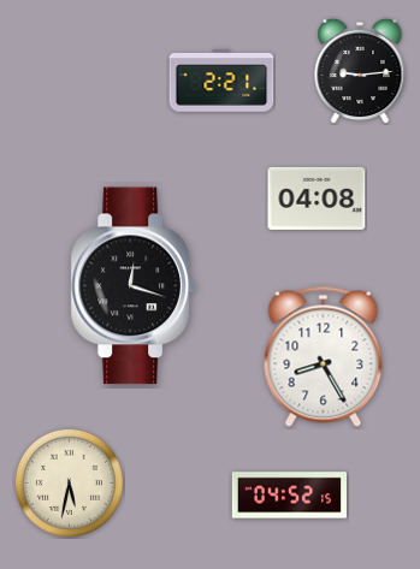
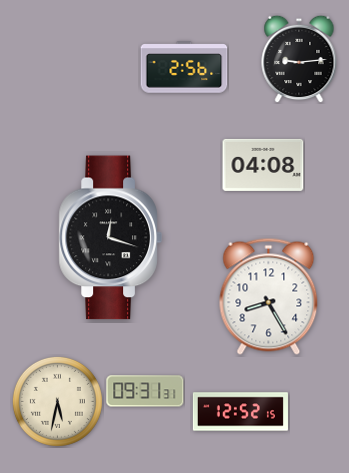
clock at (221, 81): 2:21 -> 2:56
clock at (145, 391): none -> 09:31
clock at (289, 496): 04:52 -> 12:52
